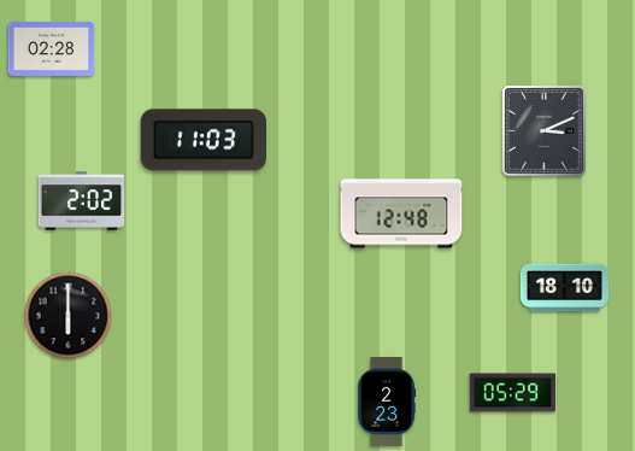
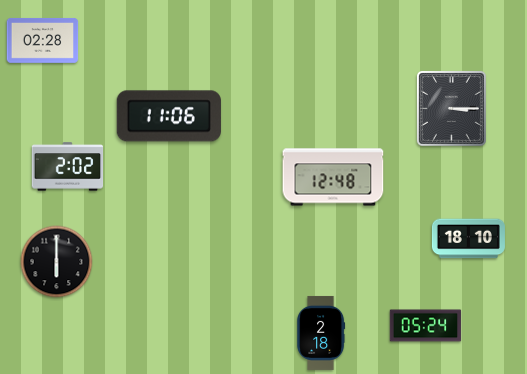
clock at (543, 130): 3:11 -> 3:15
clock at (204, 140): 11:03 -> 11:06
clock at (513, 393): 05:29 -> 05:24
clock at (387, 402): 2:23 -> 2:18
